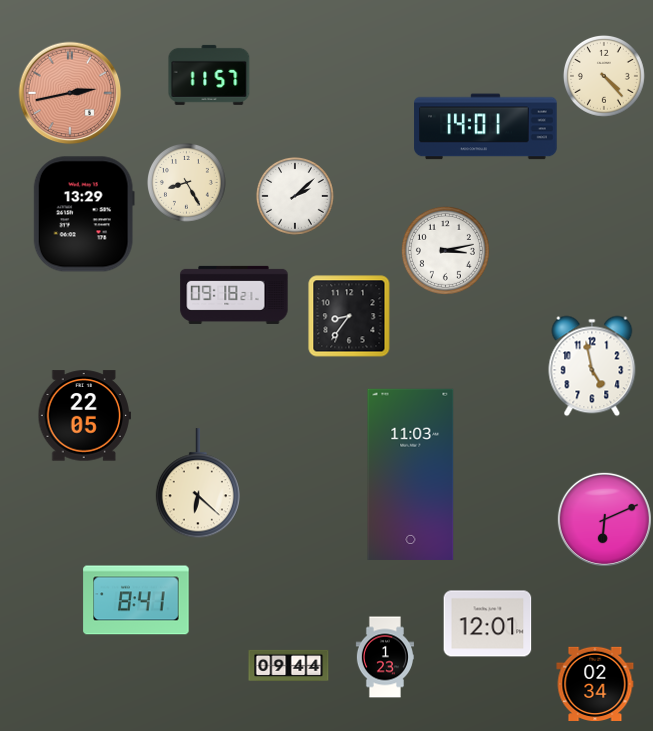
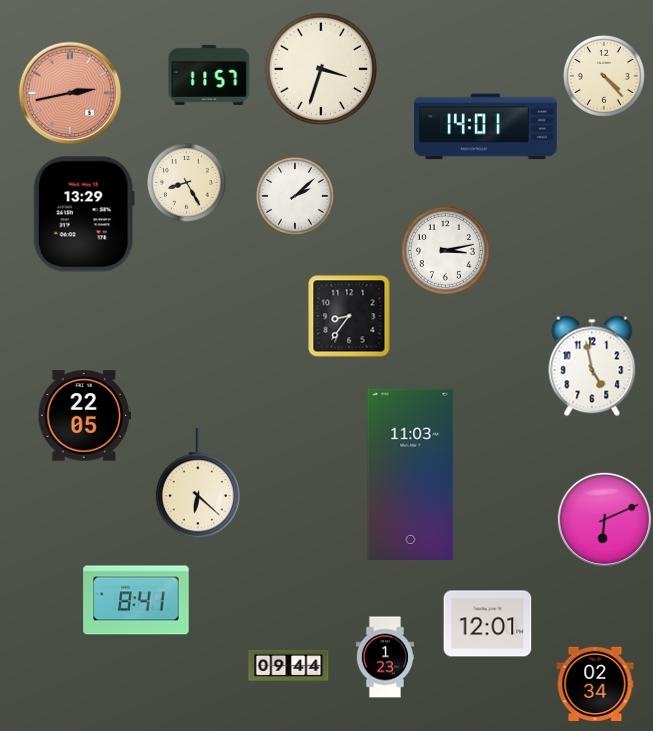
clock at (320, 68): none -> 3:33
clock at (234, 295): 09:18 -> none
